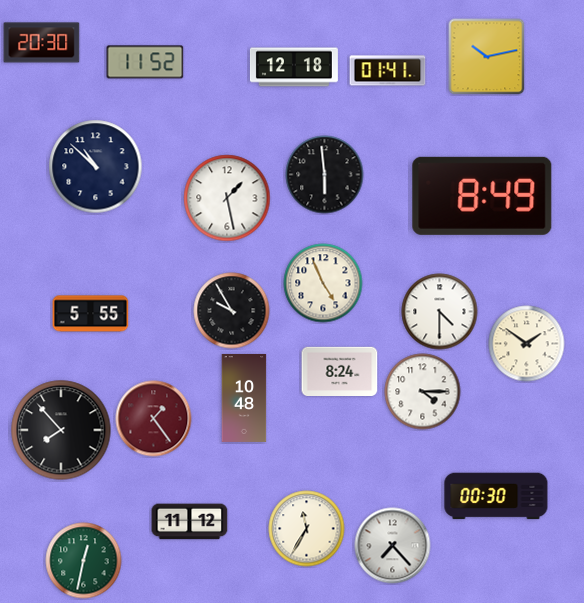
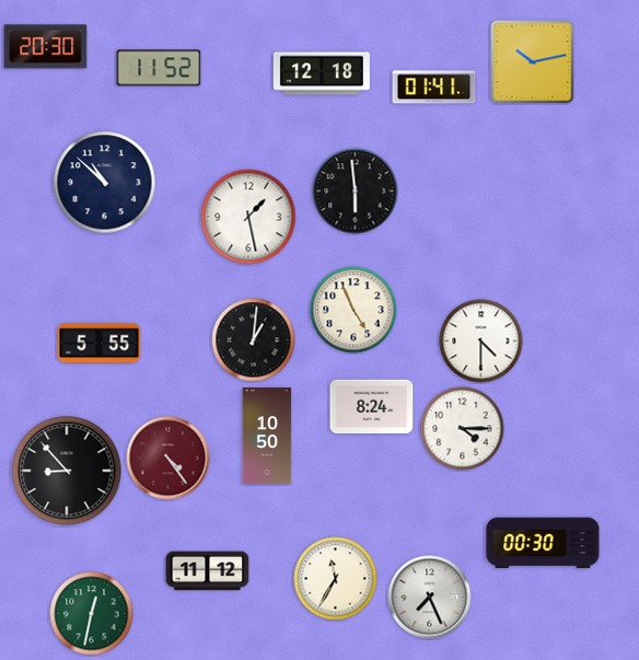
clock at (388, 71) position: (388, 71) -> (434, 88)
clock at (482, 196): 8:49 -> none
clock at (232, 311): 9:55 -> 1:01
clock at (527, 344): 1:51 -> none
clock at (244, 398): 10:48 -> 10:50
clock at (154, 419): 1:24 -> 4:24
clock at (61, 430): 7:53 -> 8:53
clock at (393, 546): 7:23 -> 7:26
